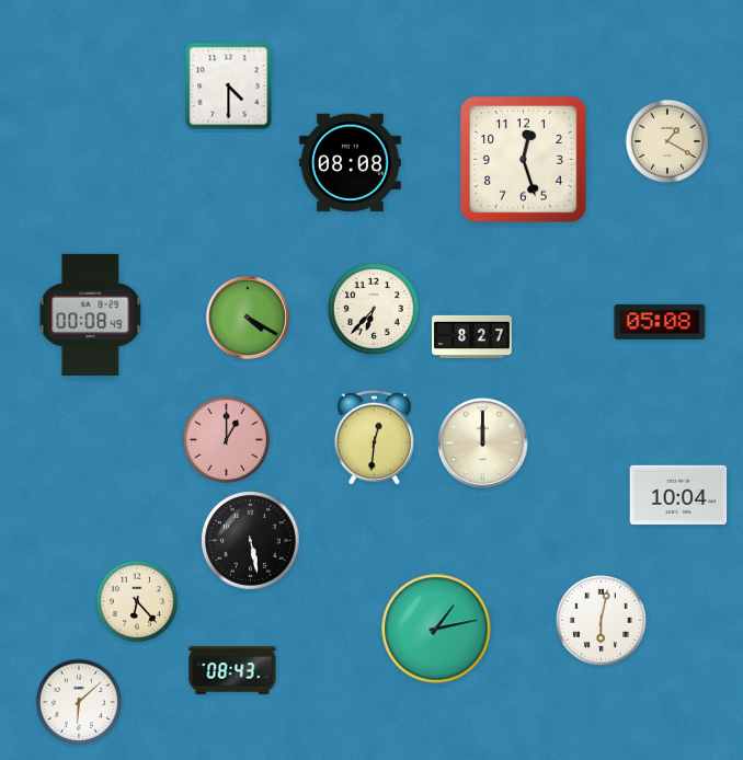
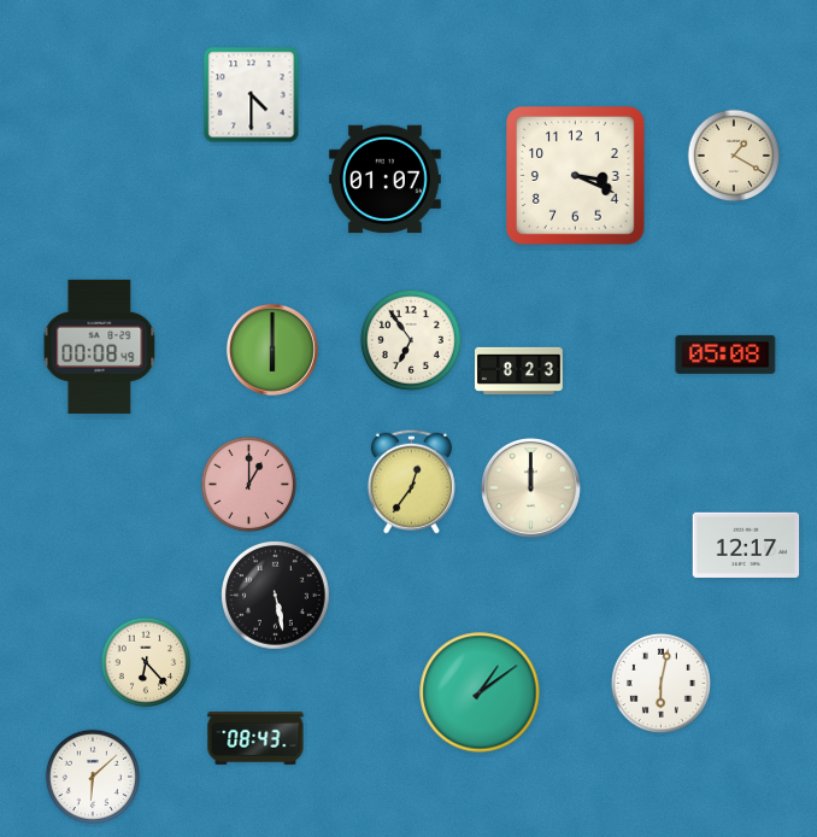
clock at (524, 160): 12:27 -> 3:19
clock at (350, 163): 08:08 -> 01:07
clock at (374, 309): 6:37 -> 6:54
clock at (248, 318): 4:20 -> 6:00
clock at (472, 336): 8:27 -> 8:23
clock at (374, 437): 12:31 -> 12:36
clock at (678, 495): 10:04 -> 12:17
clock at (137, 601) position: (137, 601) -> (146, 662)
clock at (436, 629): 1:13 -> 1:09
clock at (79, 702) position: (79, 702) -> (93, 777)
